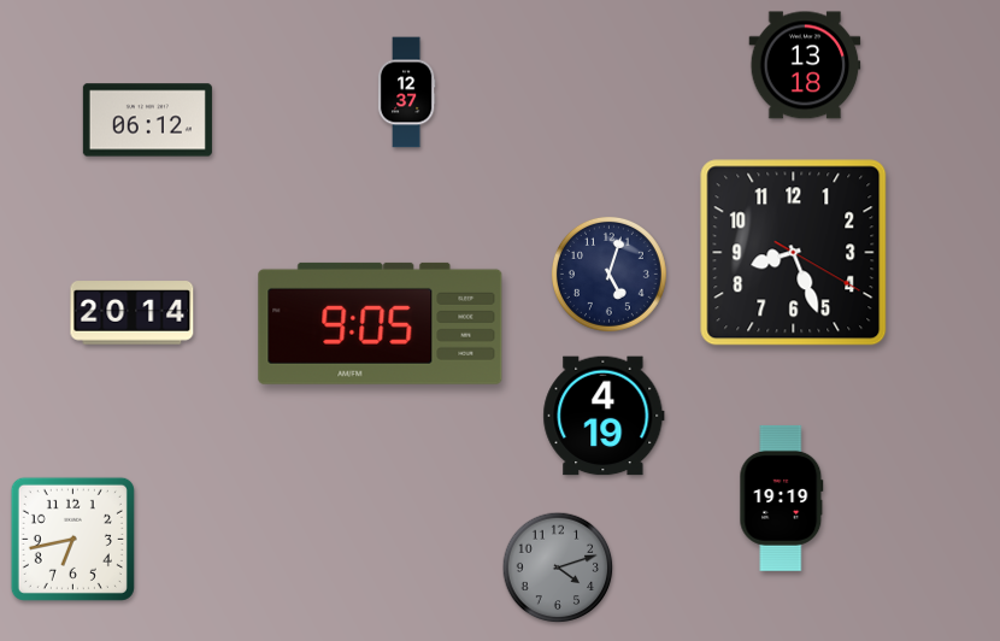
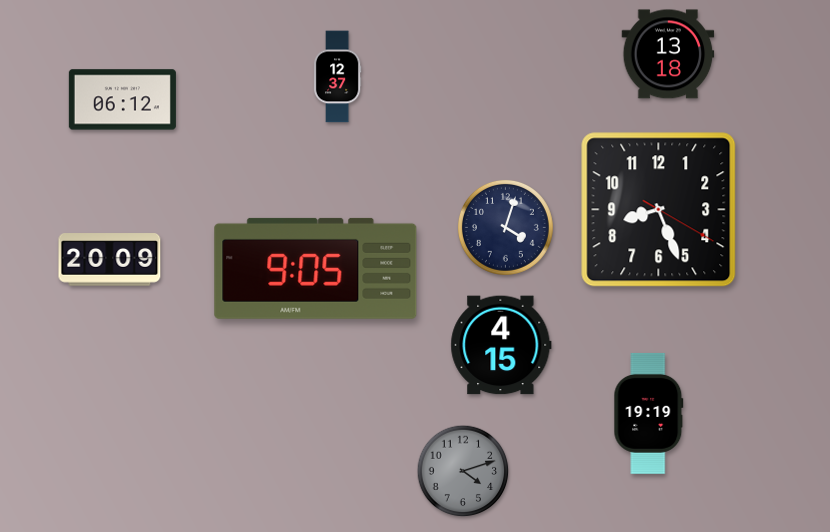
clock at (608, 274): 5:03 -> 4:03
clock at (133, 313): 20:14 -> 20:09
clock at (604, 416): 4:19 -> 4:15
clock at (72, 539): 6:43 -> none
